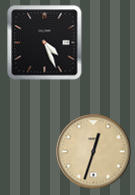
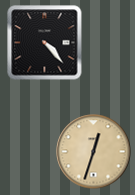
clock at (45, 43): 4:26 -> 4:23
